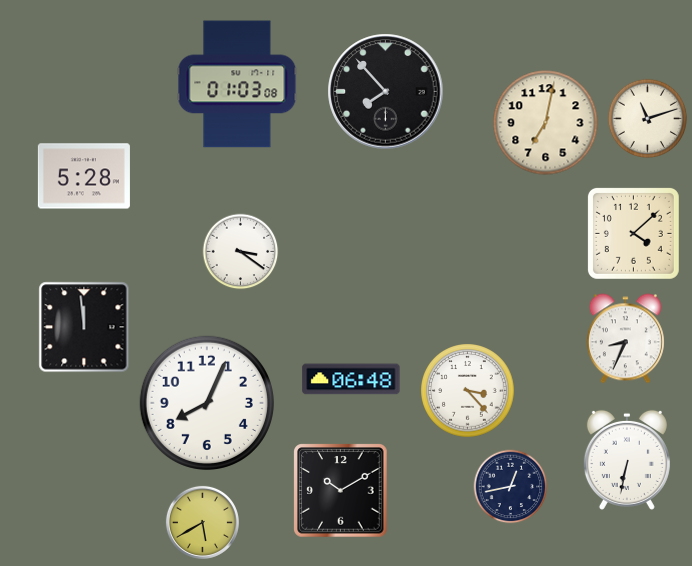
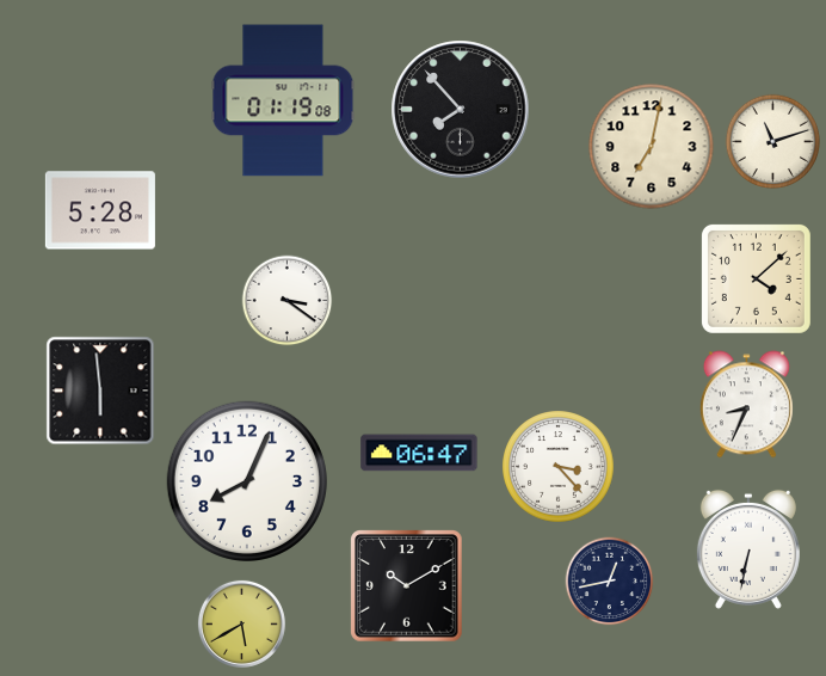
clock at (237, 84): 01:03 -> 01:19
clock at (84, 327): 11:59 -> 5:59
clock at (351, 379): 06:48 -> 06:47
